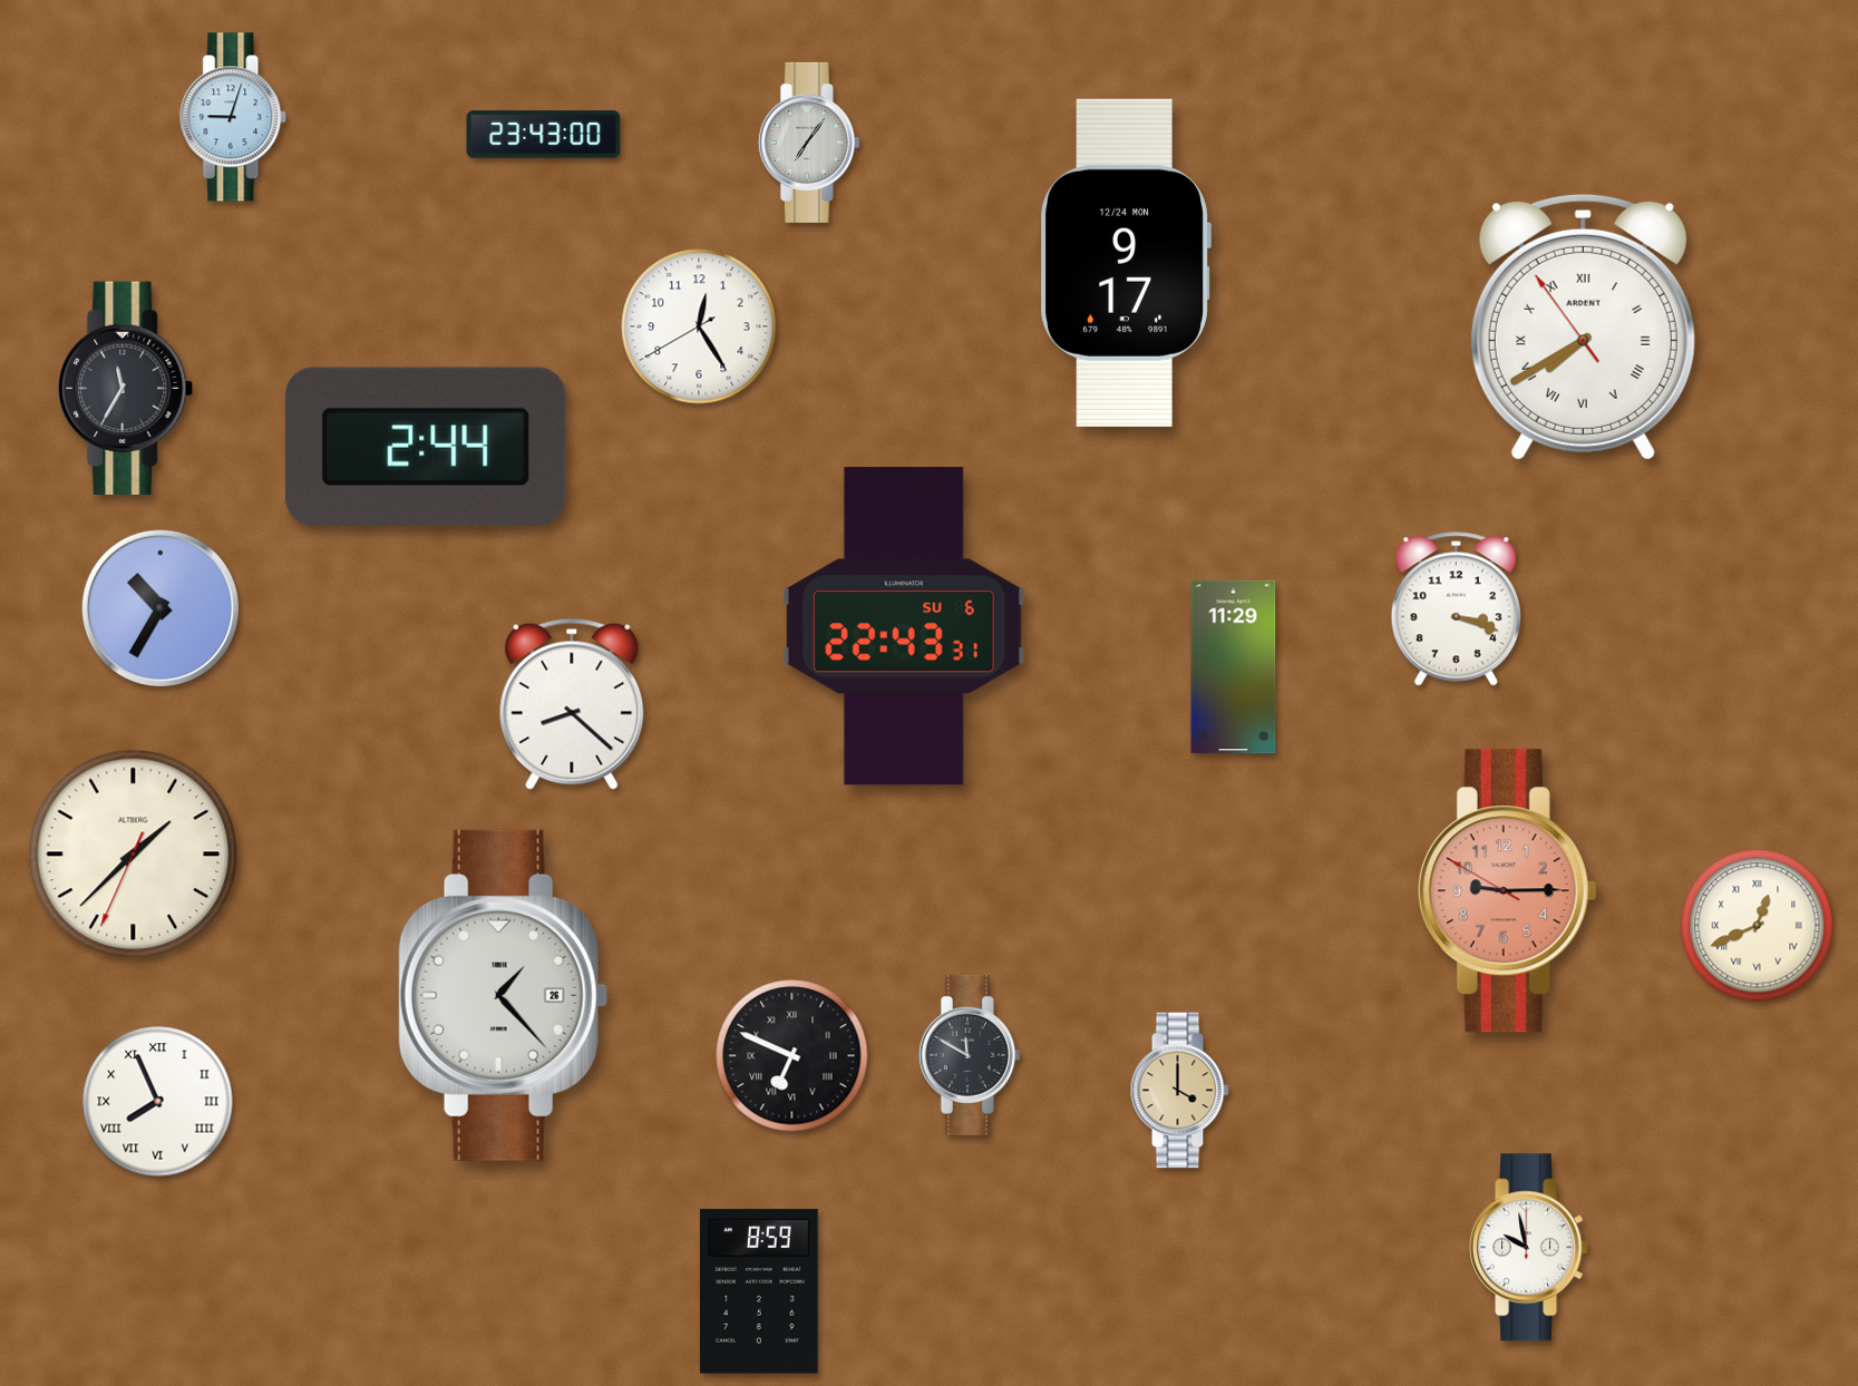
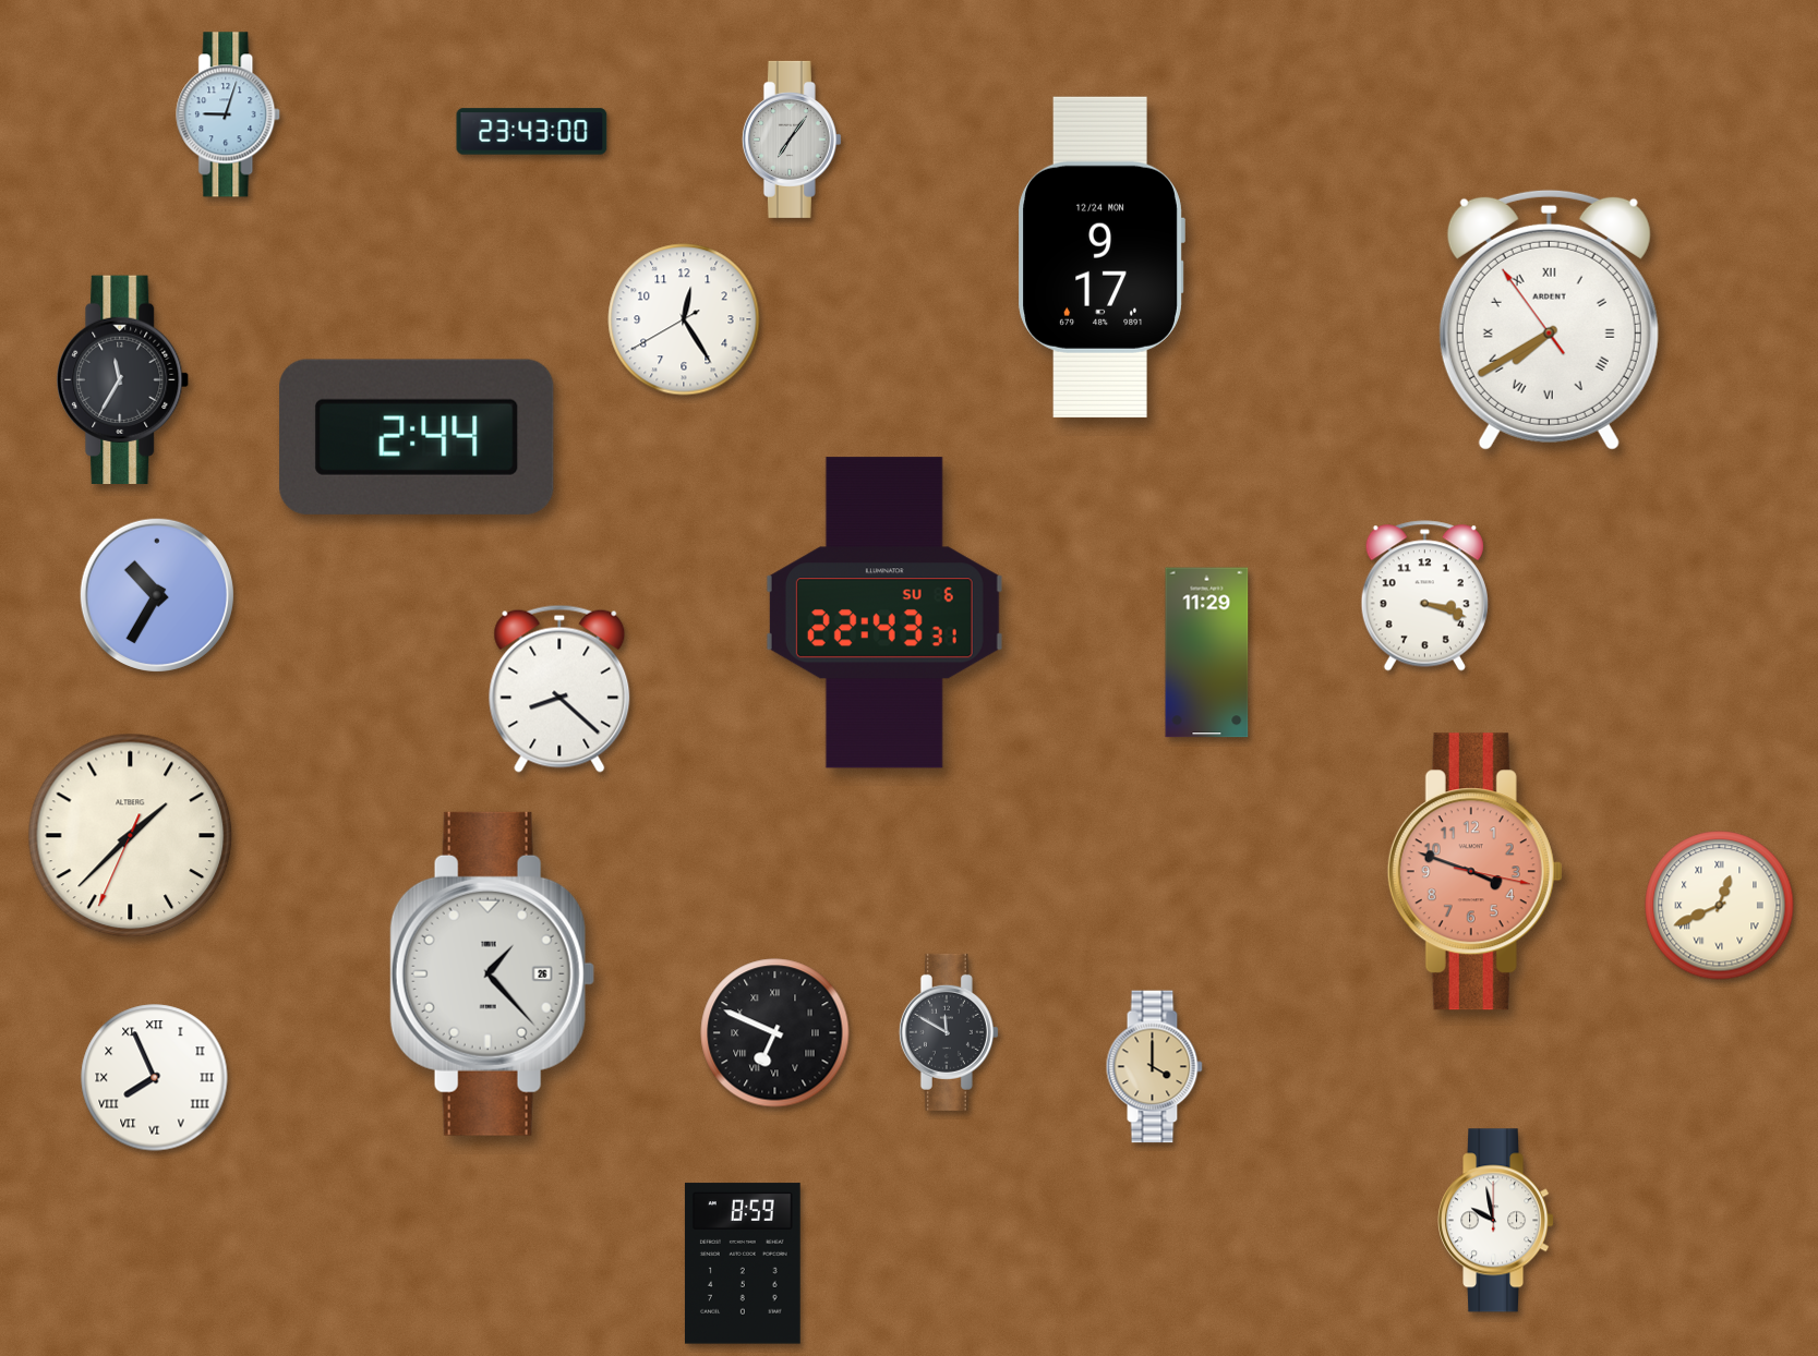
clock at (1507, 891): 9:14 -> 3:48
